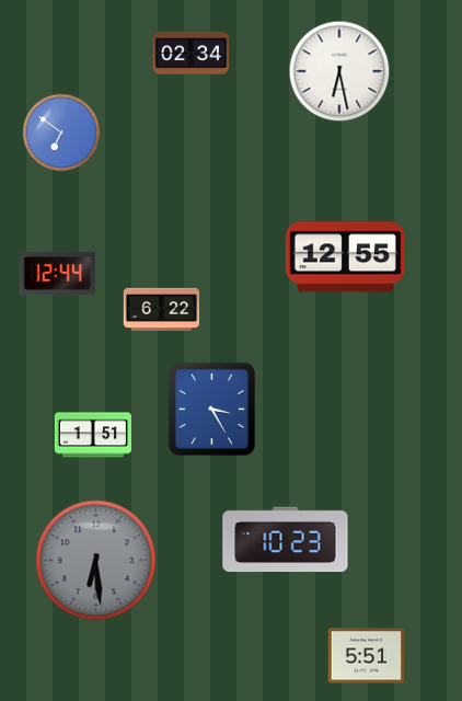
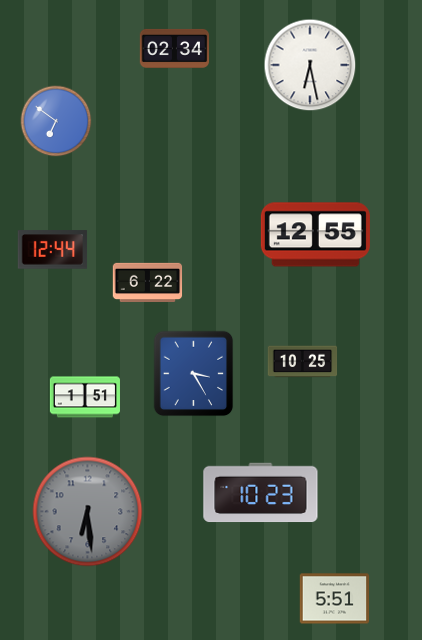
clock at (303, 362): none -> 10:25
